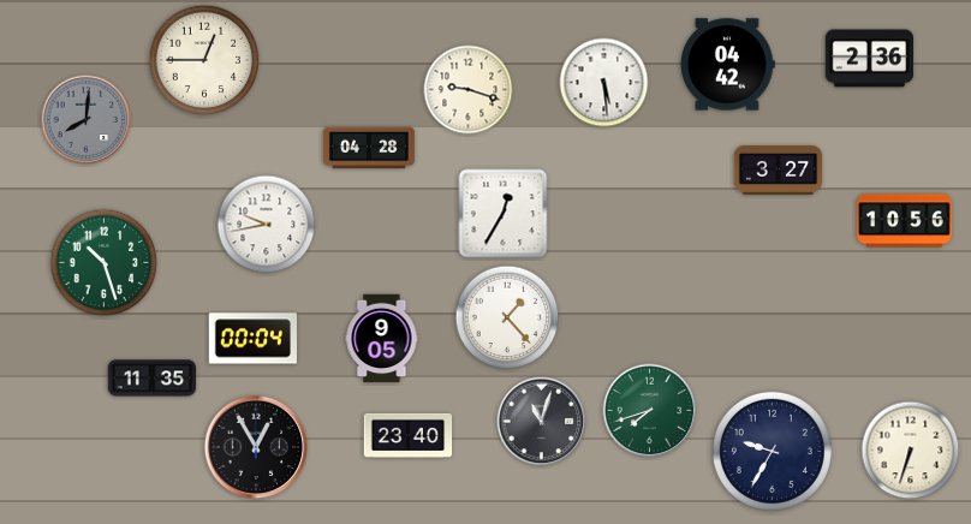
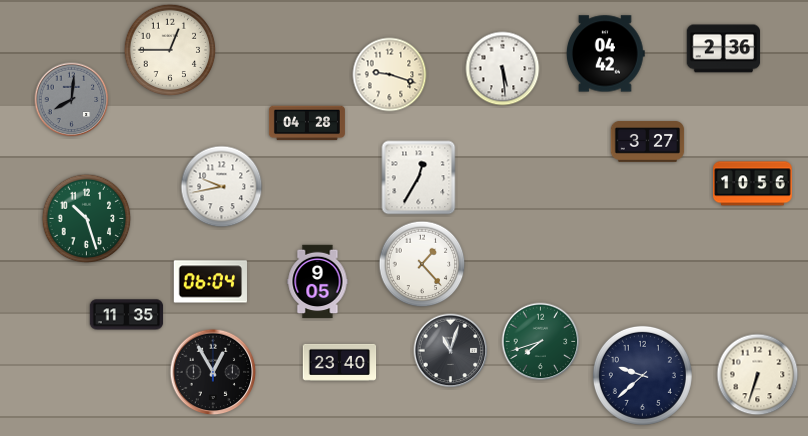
clock at (252, 339): 00:04 -> 06:04
clock at (772, 451): 9:35 -> 9:38
